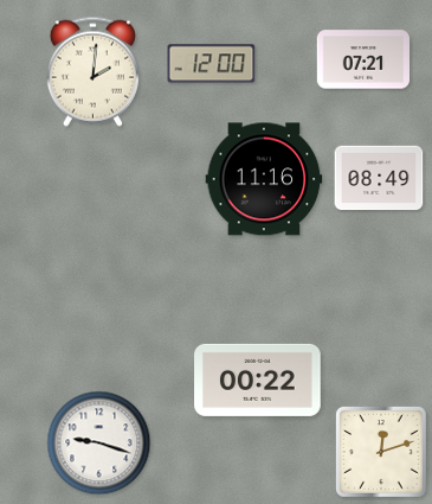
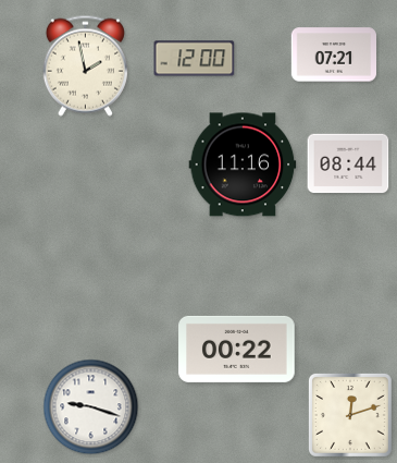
clock at (92, 71): 2:01 -> 1:58
clock at (379, 178): 08:49 -> 08:44
